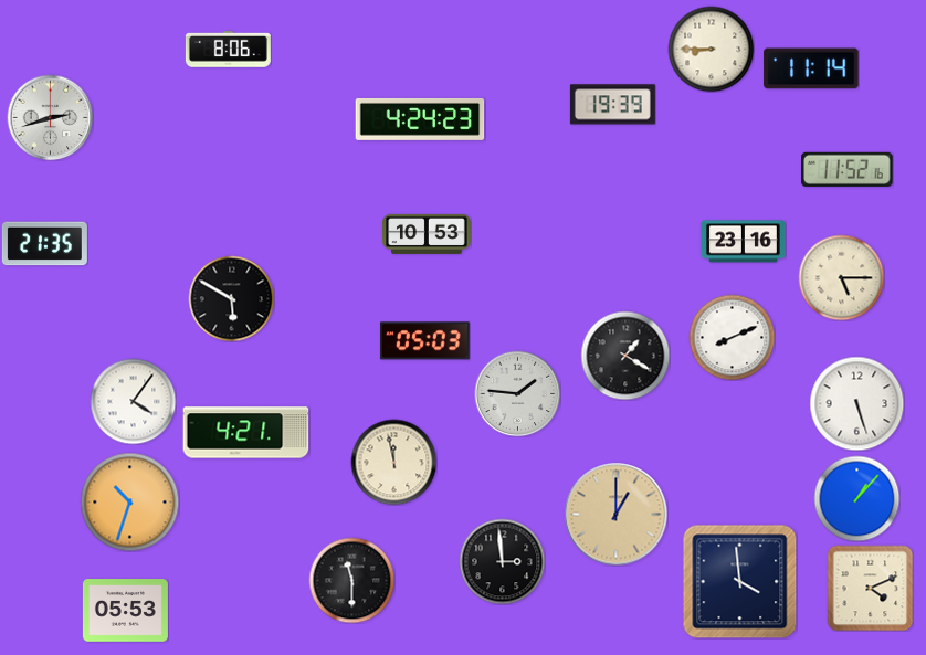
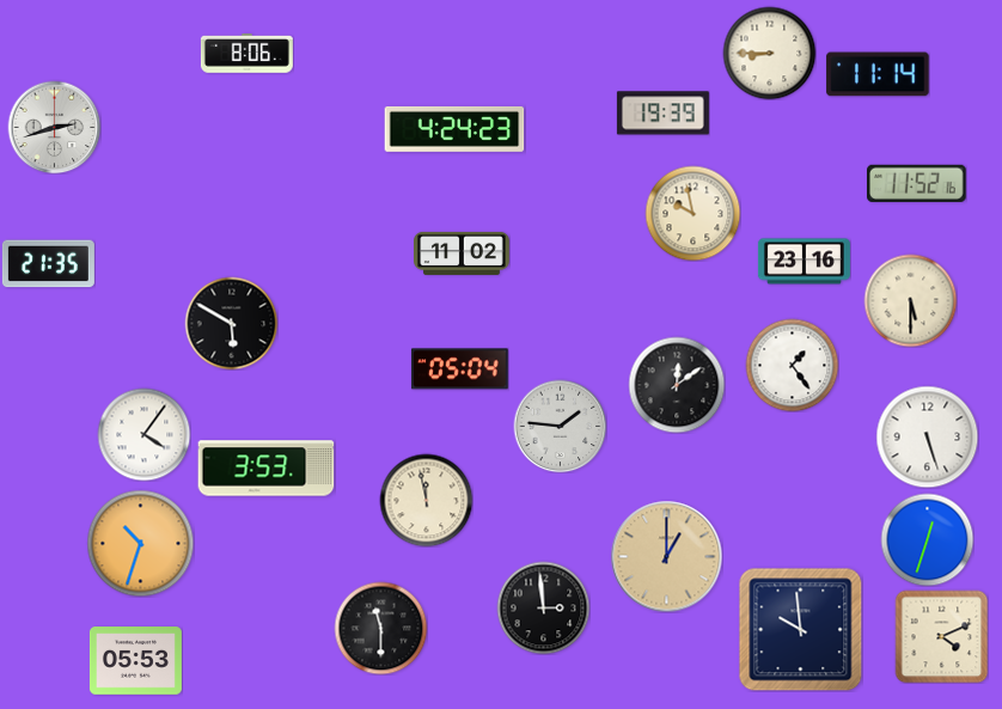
clock at (692, 213): none -> 9:58
clock at (428, 234): 10:53 -> 11:02
clock at (841, 277): 5:15 -> 5:30
clock at (231, 298) position: (231, 298) -> (231, 323)
clock at (732, 337): 8:11 -> 1:24
clock at (424, 341): 05:03 -> 05:04
clock at (625, 356): 1:20 -> 12:09
clock at (246, 433): 4:21 -> 3:53
clock at (856, 498): 1:07 -> 12:33
clock at (739, 581): 3:59 -> 9:59
